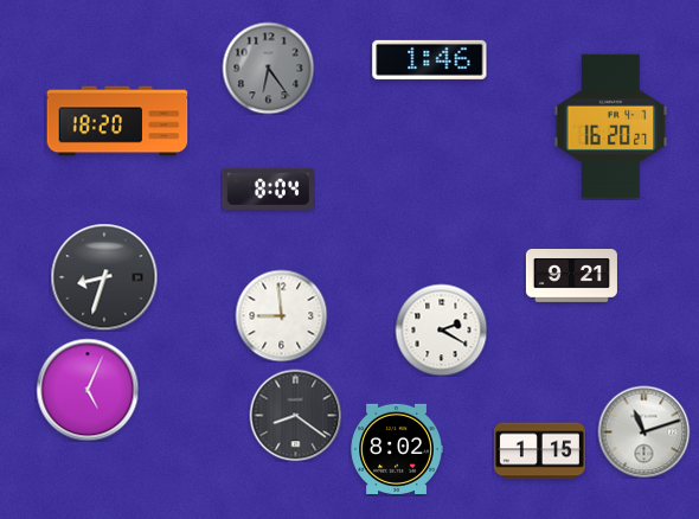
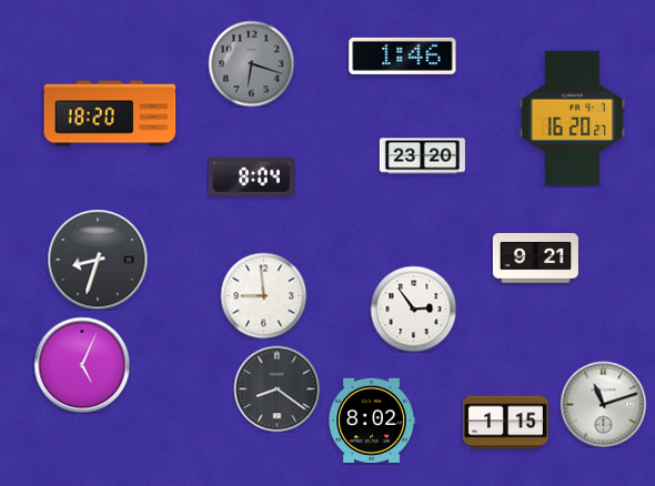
clock at (268, 68): 6:24 -> 6:18
clock at (422, 156): none -> 23:20
clock at (441, 329): 2:20 -> 2:54
